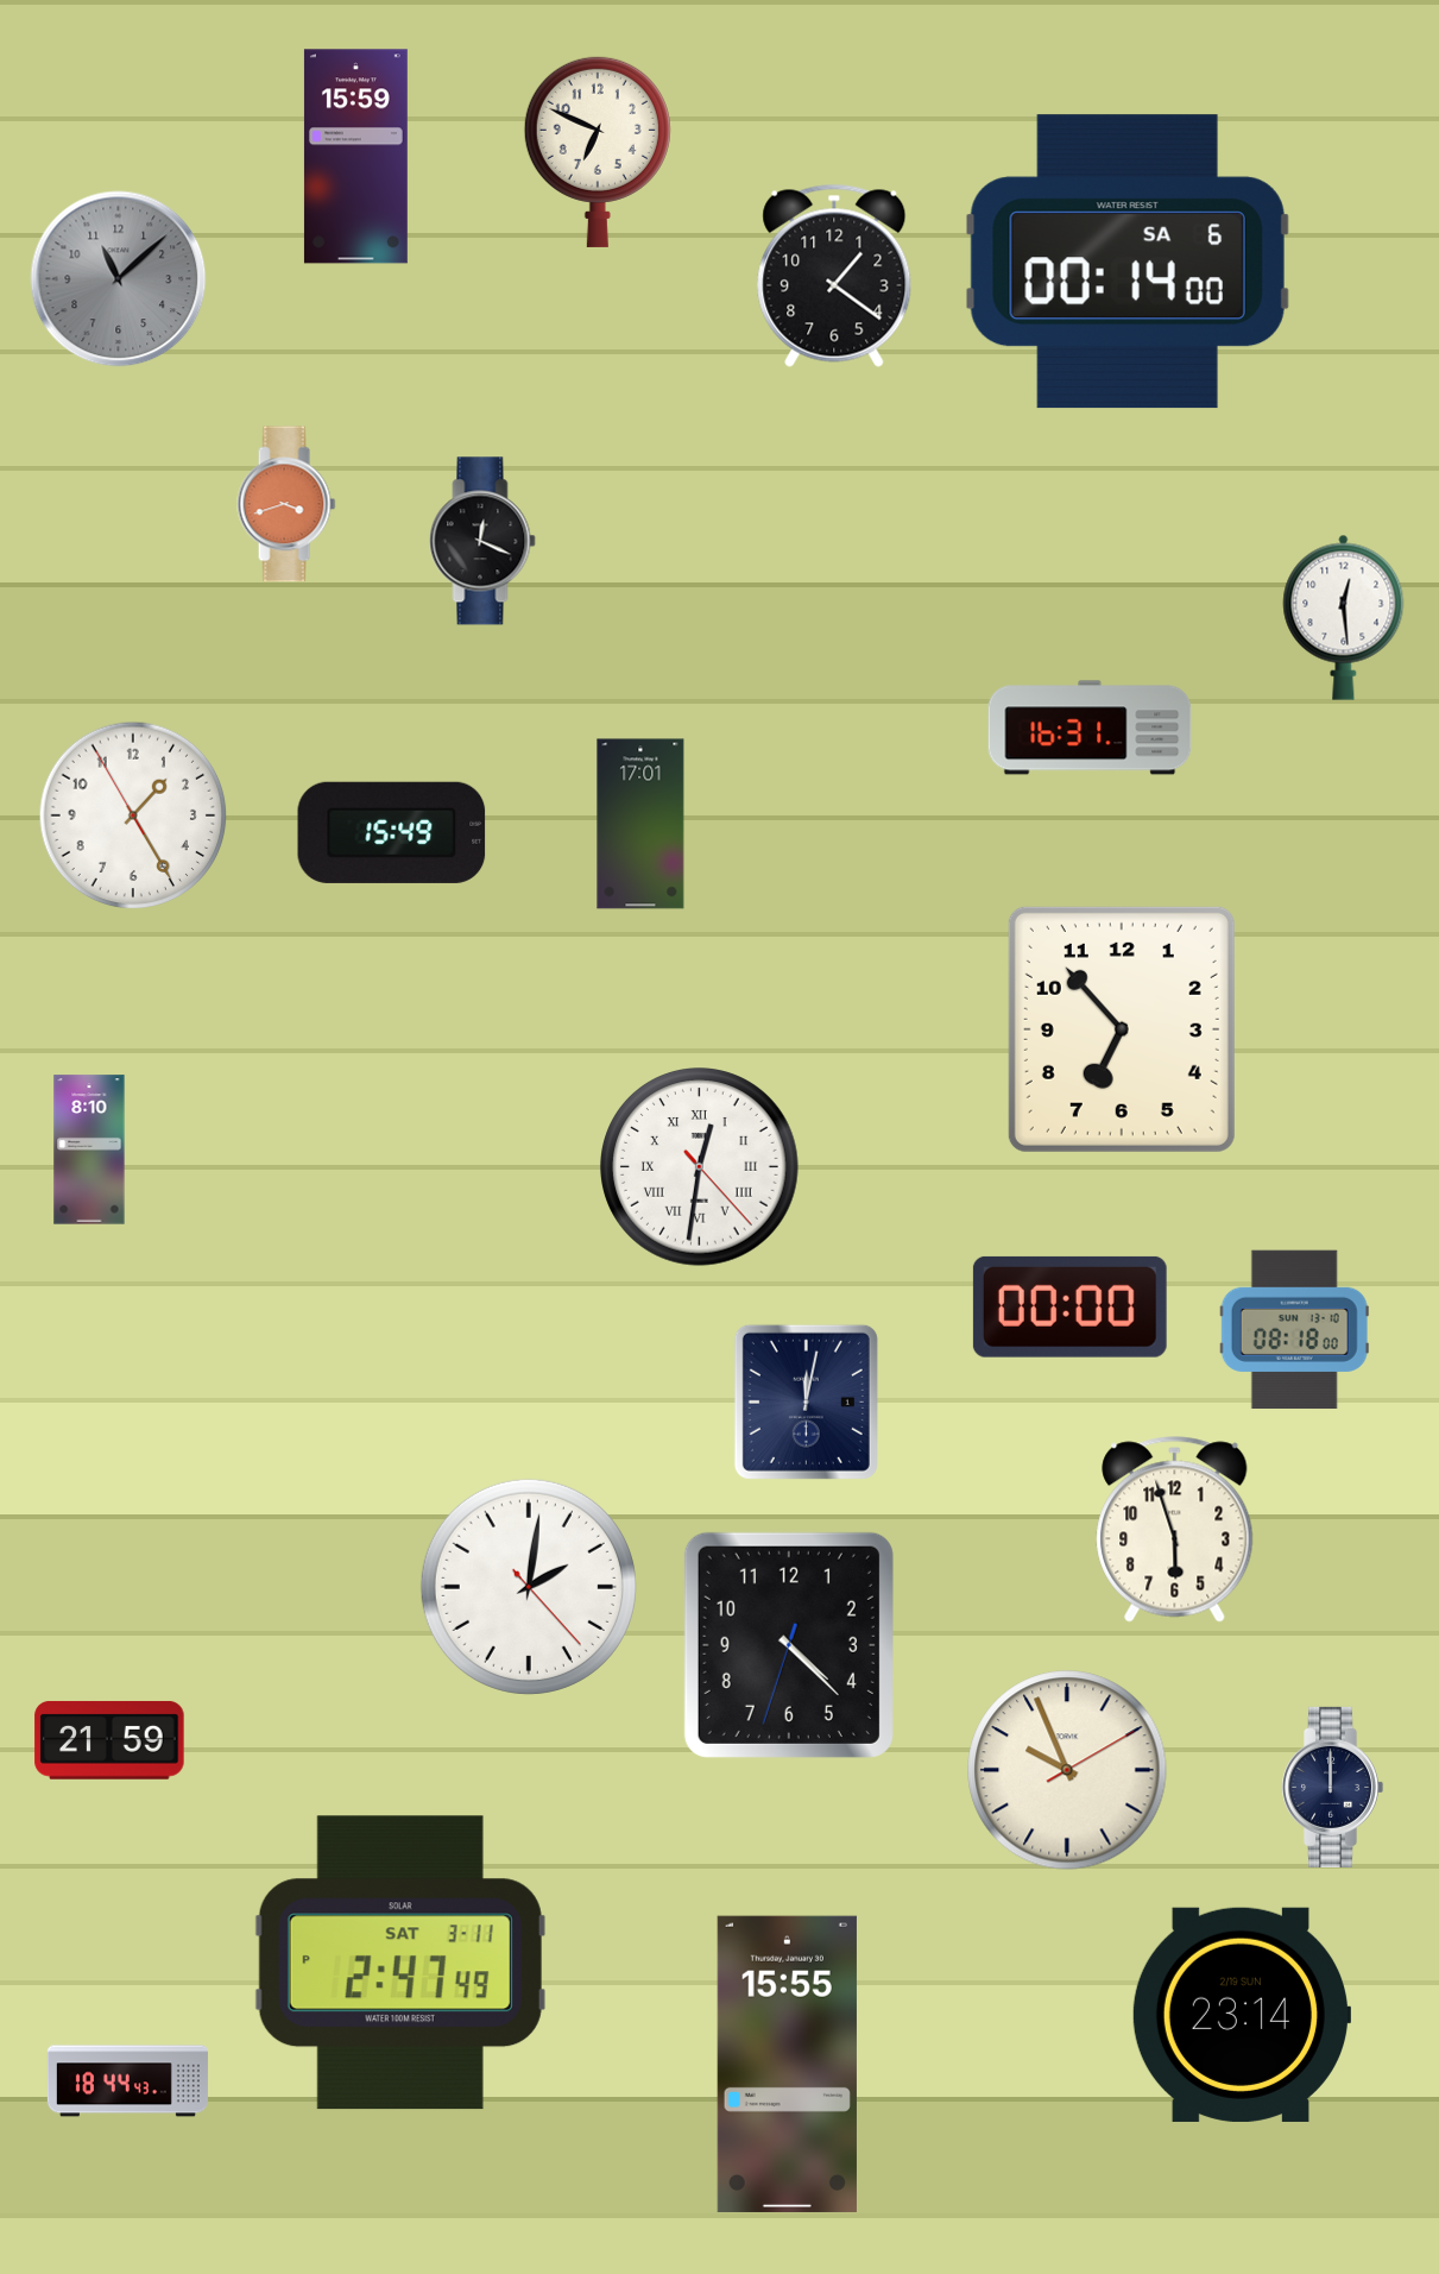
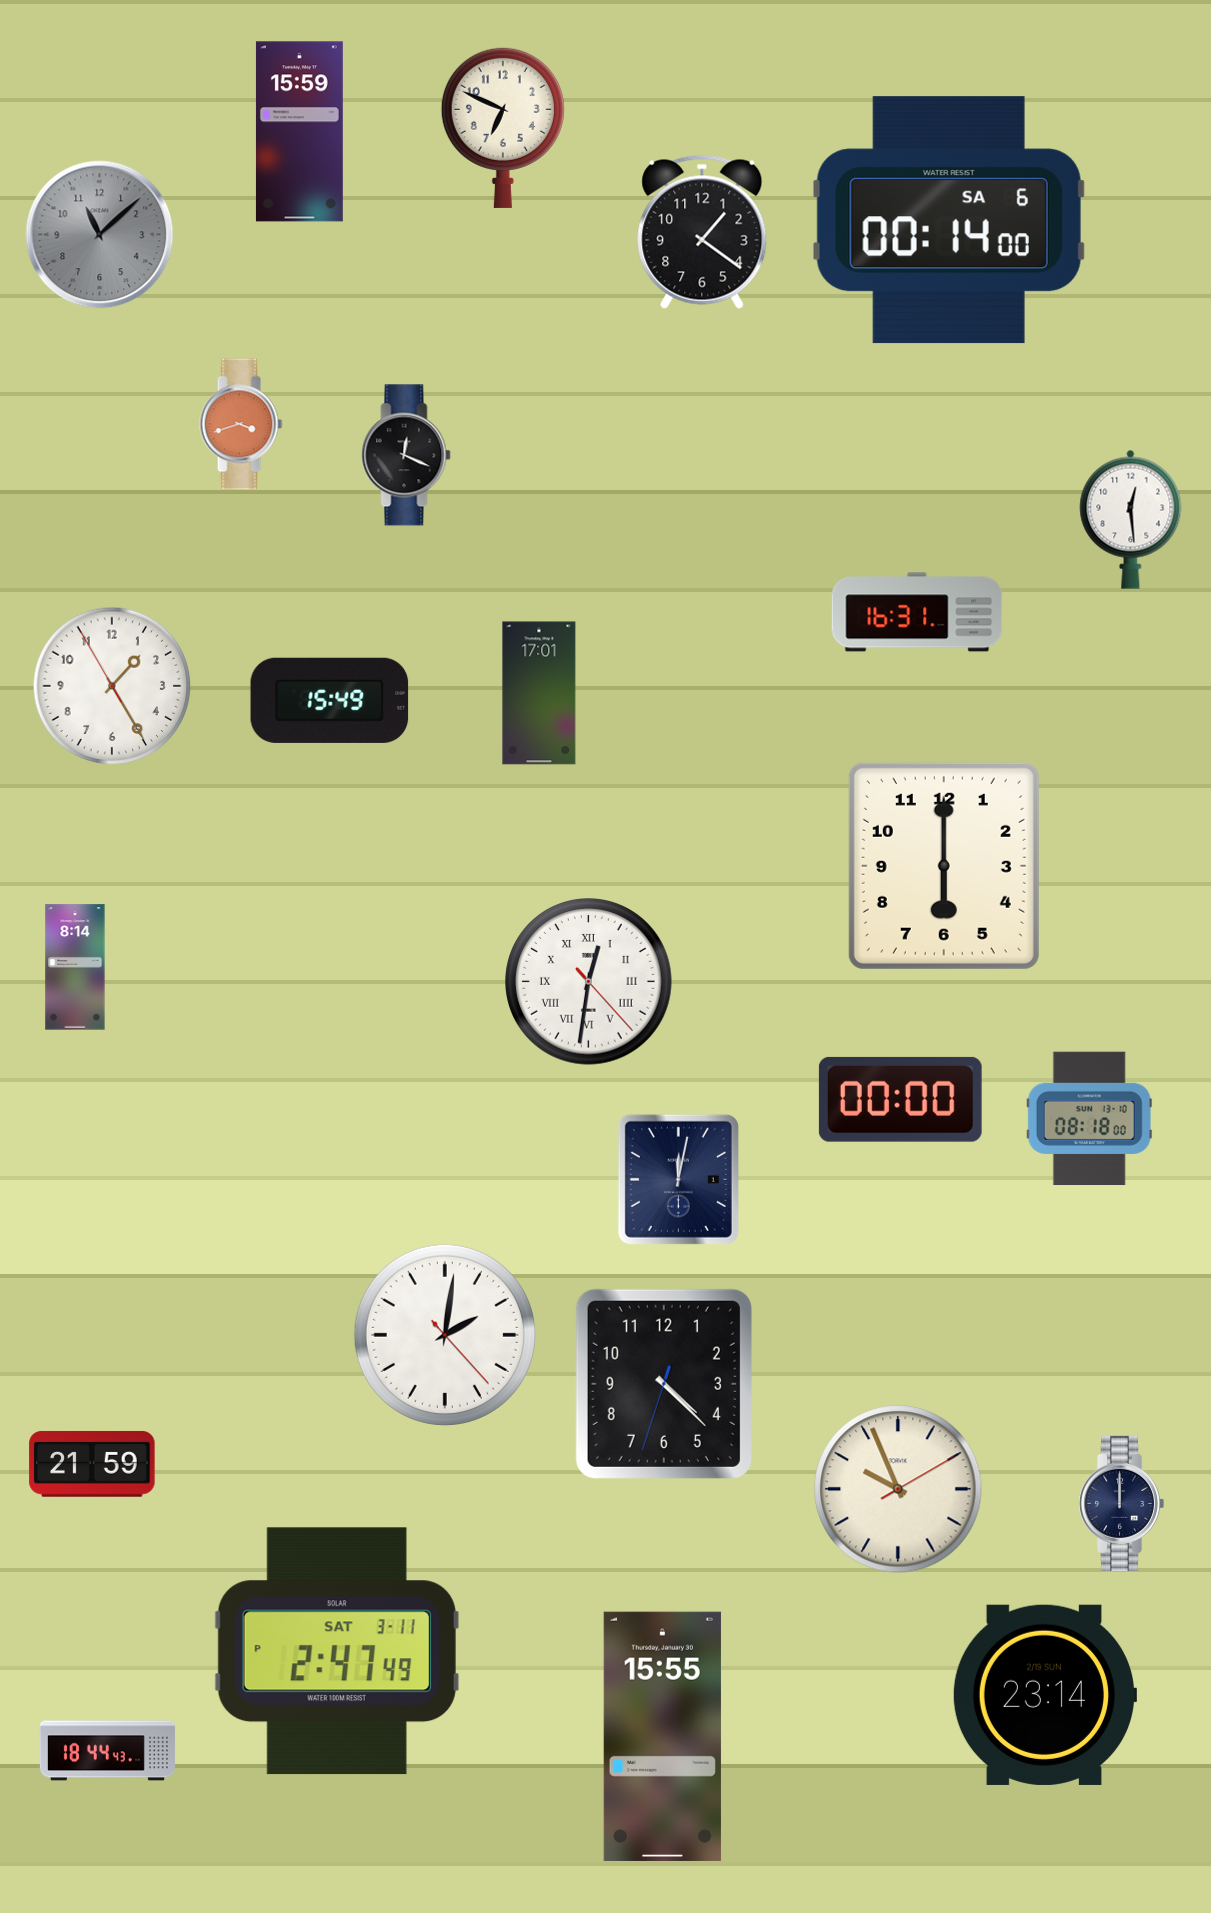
clock at (1122, 1029): 6:53 -> 6:00
clock at (89, 1149): 8:10 -> 8:14
clock at (1175, 1530): 5:57 -> none
